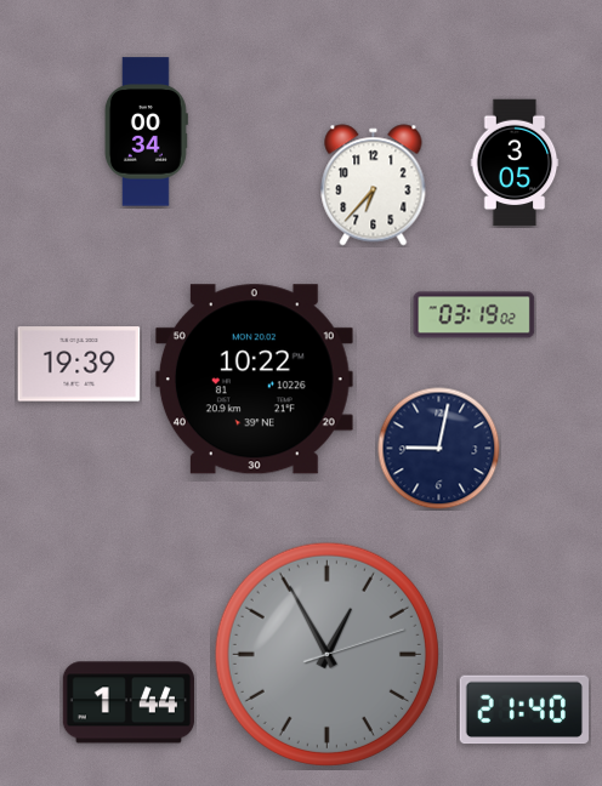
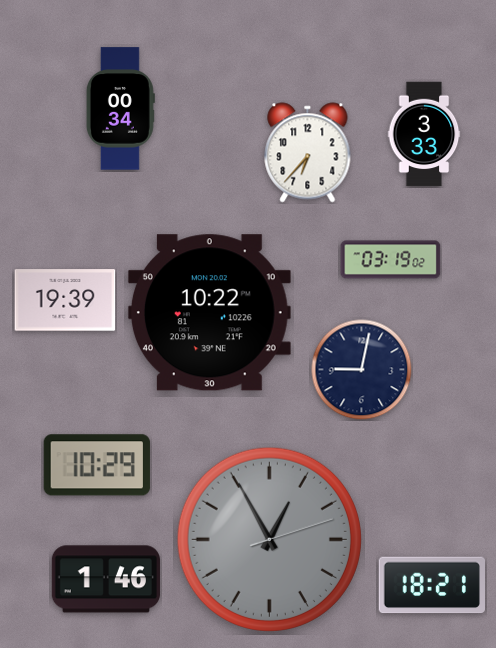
clock at (515, 163): 3:05 -> 3:33
clock at (97, 465): none -> 10:29
clock at (129, 702): 1:44 -> 1:46
clock at (523, 710): 21:40 -> 18:21
